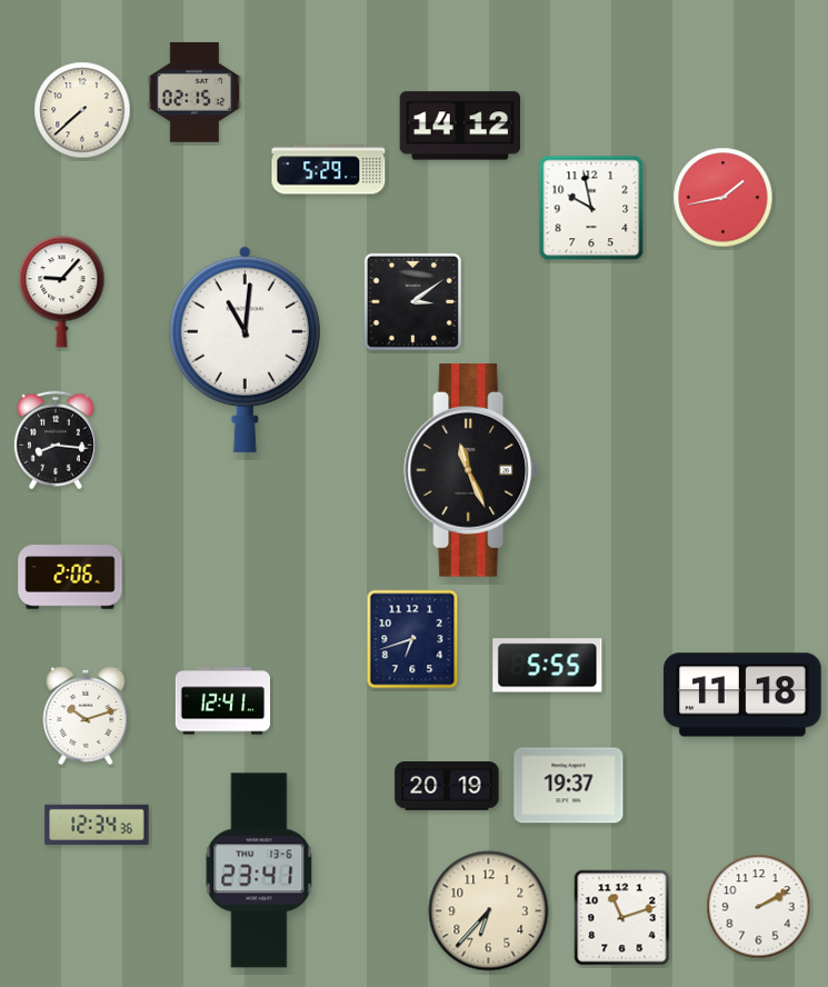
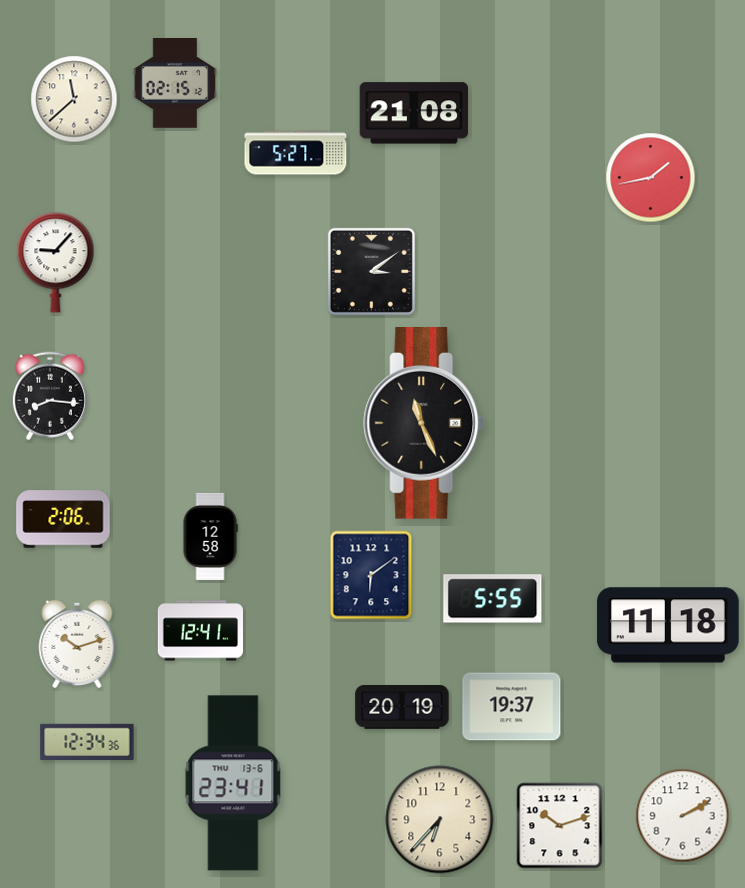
clock at (82, 110): 7:38 -> 11:38
clock at (459, 126): 14:12 -> 21:08
clock at (329, 170): 5:29 -> 5:27
clock at (591, 208): 9:58 -> none
clock at (245, 349): 11:01 -> none
clock at (210, 536): none -> 12:58
clock at (412, 639): 6:42 -> 6:09
clock at (622, 918): 11:12 -> 10:12
